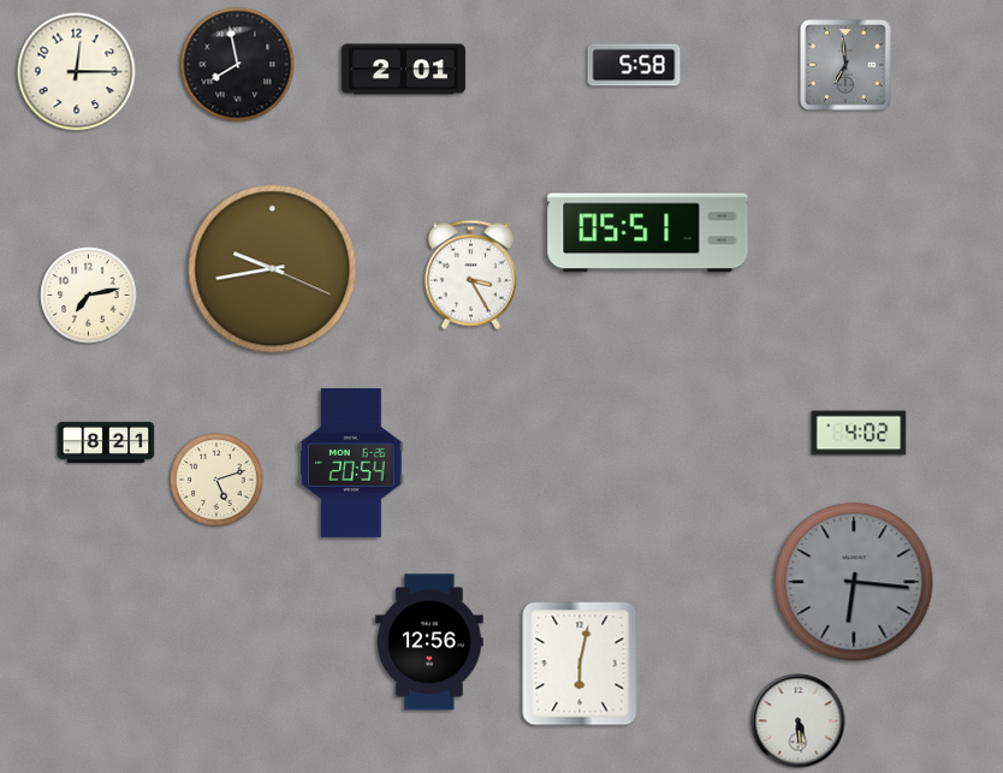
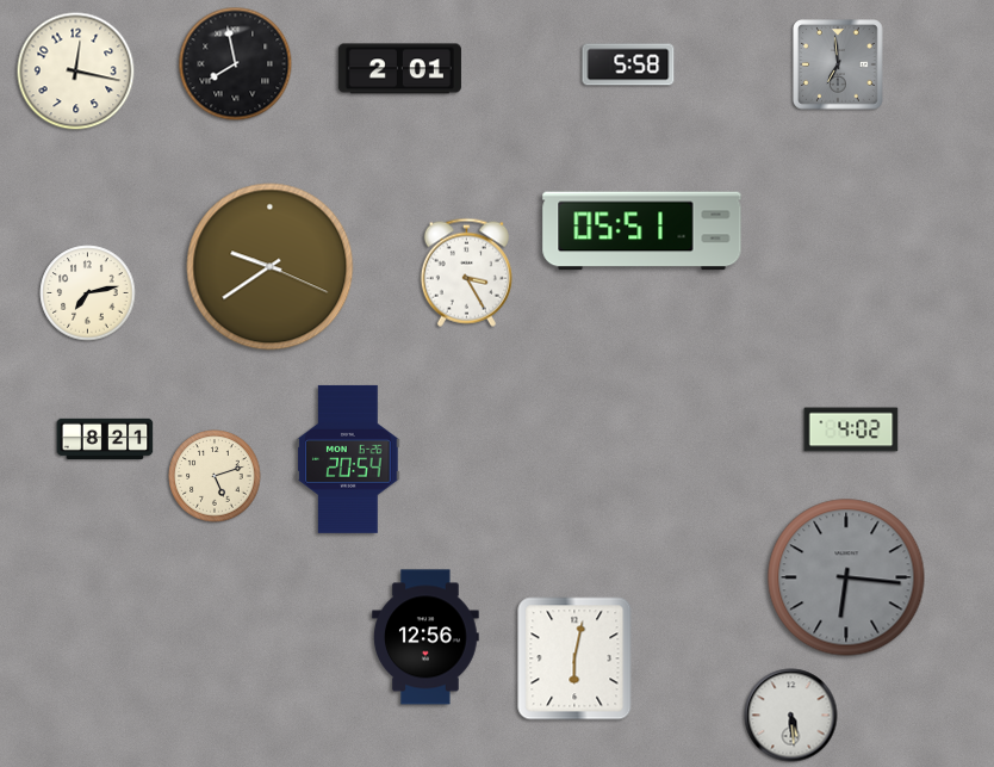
clock at (77, 72): 12:15 -> 12:17
clock at (273, 269): 9:43 -> 9:39
